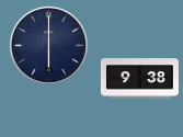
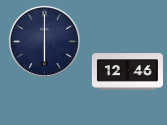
clock at (139, 79): 9:38 -> 12:46
